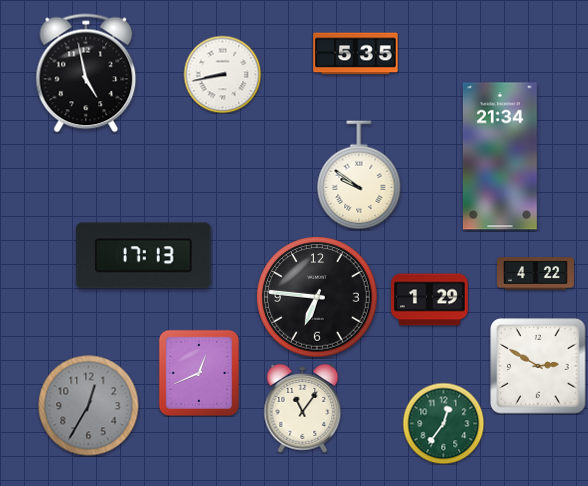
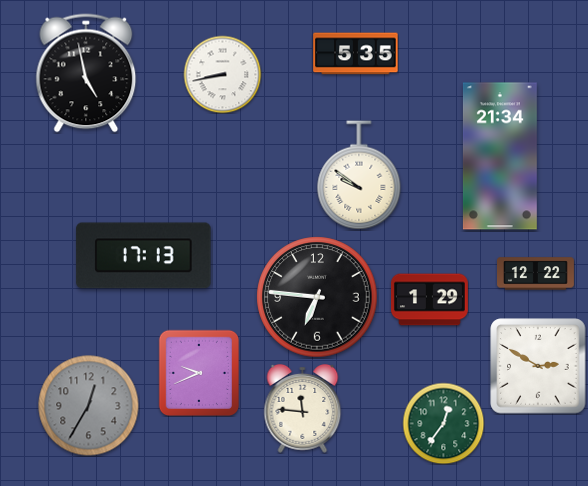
clock at (536, 274): 4:22 -> 12:22
clock at (198, 372): 12:41 -> 9:41
clock at (303, 408): 11:06 -> 11:46
